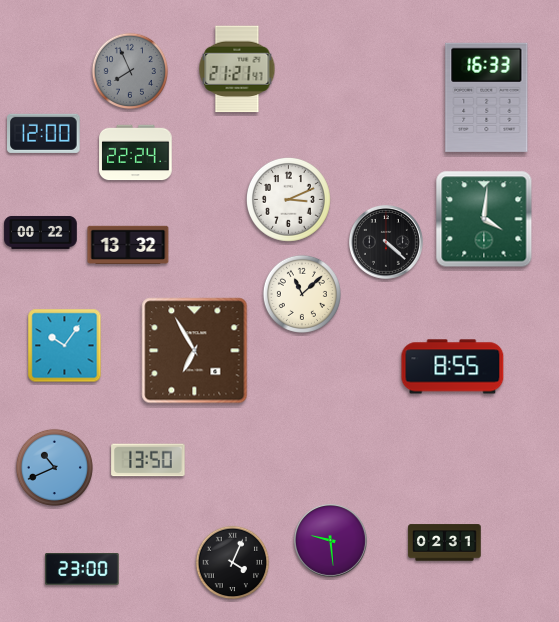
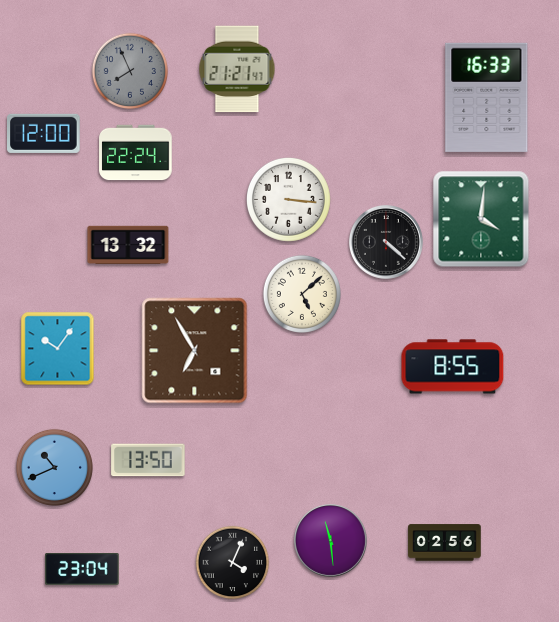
clock at (289, 200): 3:11 -> 3:16
clock at (484, 219) position: (484, 219) -> (481, 219)
clock at (41, 232): 00:22 -> none
clock at (302, 294): 11:08 -> 5:08
clock at (65, 346) position: (65, 346) -> (58, 349)
clock at (330, 540): 9:29 -> 11:29
clock at (445, 543): 02:31 -> 02:56
clock at (82, 570): 23:00 -> 23:04
